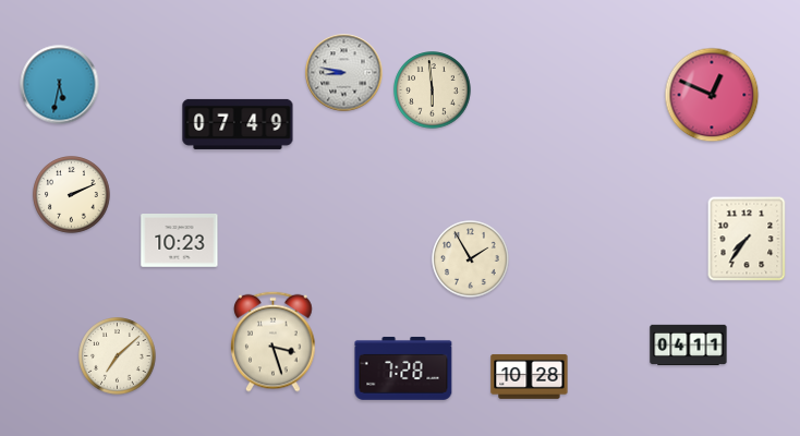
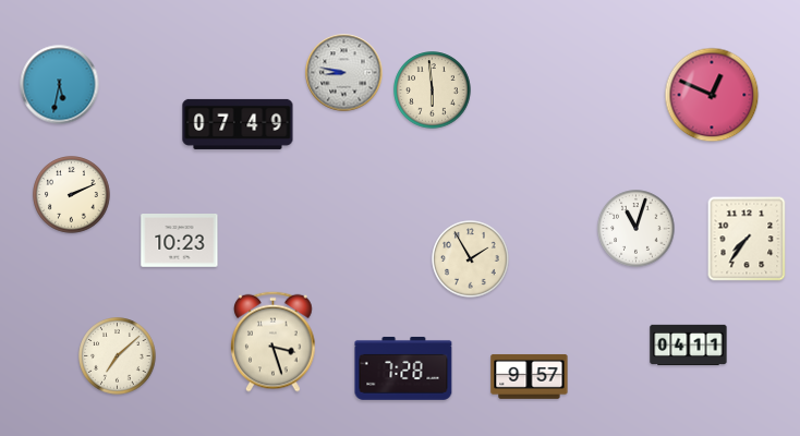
clock at (637, 229): none -> 11:03
clock at (530, 376): 10:28 -> 9:57
